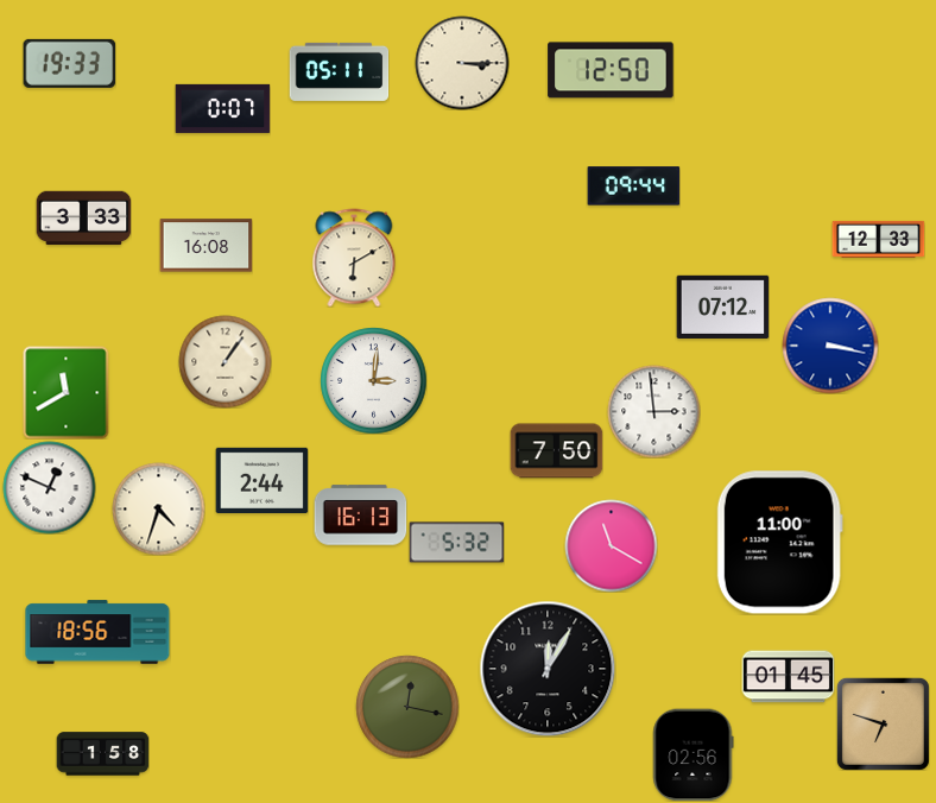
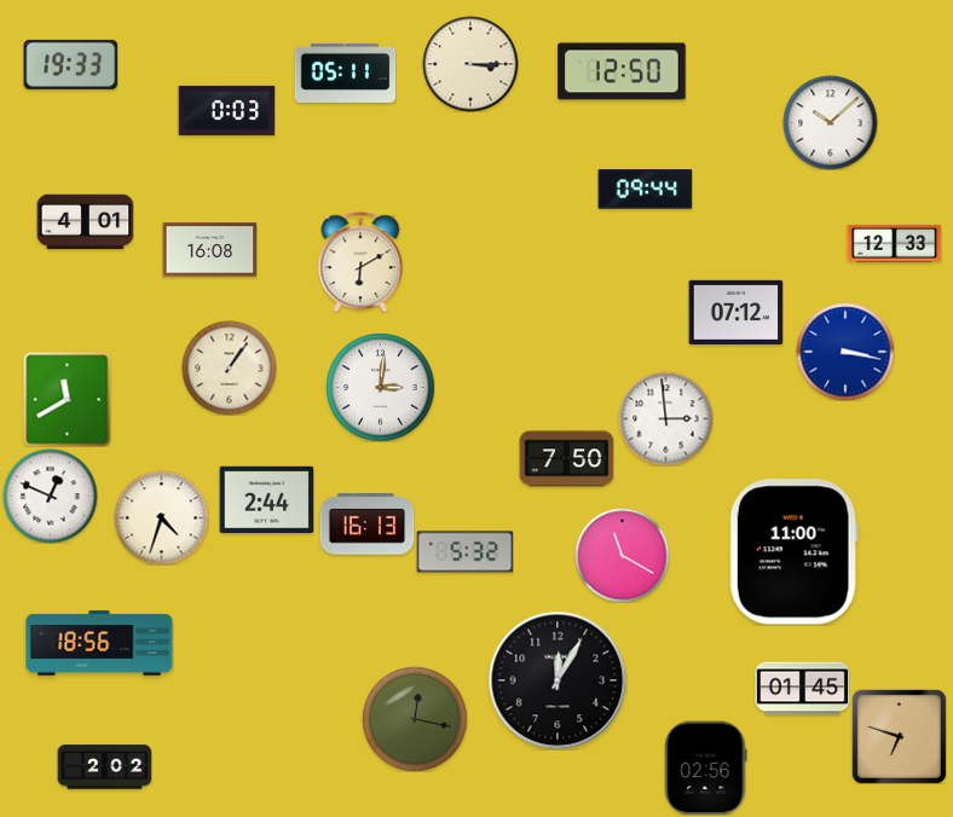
clock at (222, 108): 0:07 -> 0:03
clock at (830, 122): none -> 10:08
clock at (83, 219): 3:33 -> 4:01
clock at (261, 480) position: (261, 480) -> (266, 499)
clock at (102, 754): 1:58 -> 2:02
